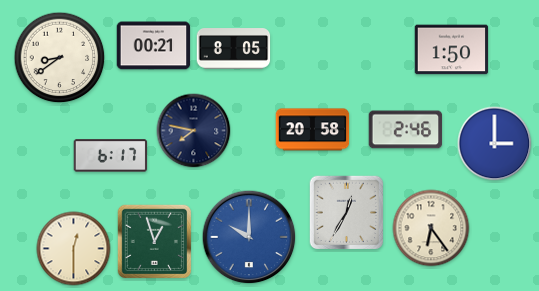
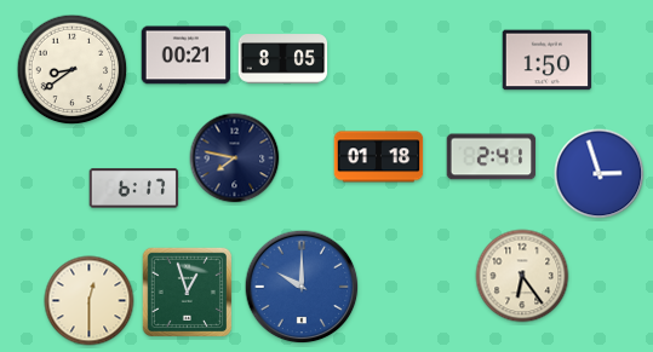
clock at (313, 130): 20:58 -> 01:18
clock at (406, 130): 2:46 -> 2:41
clock at (495, 144): 3:00 -> 2:57
clock at (347, 213): 12:35 -> none
